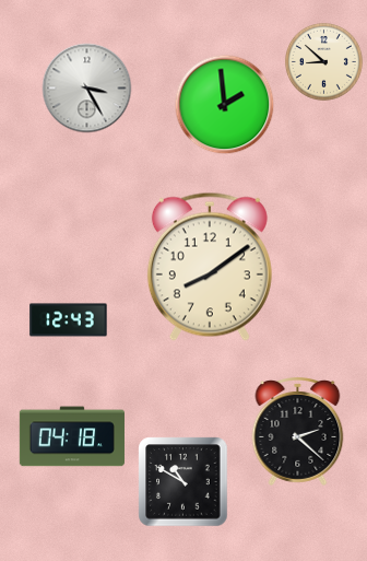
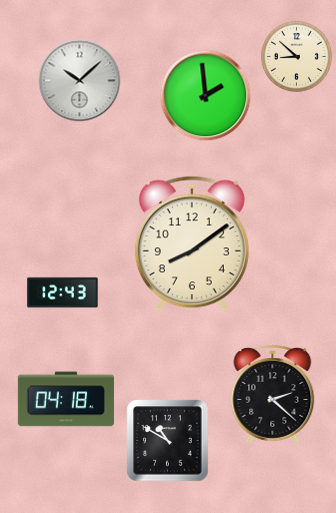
clock at (87, 89): 3:25 -> 10:08
